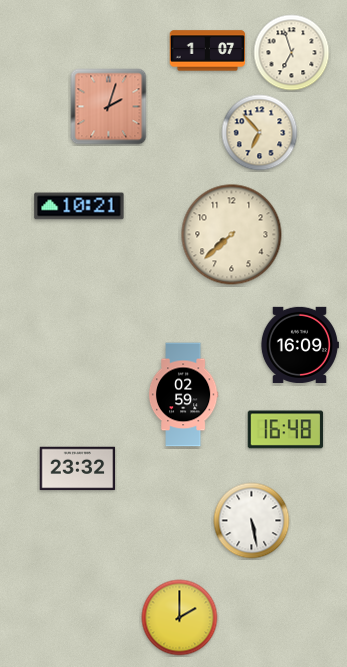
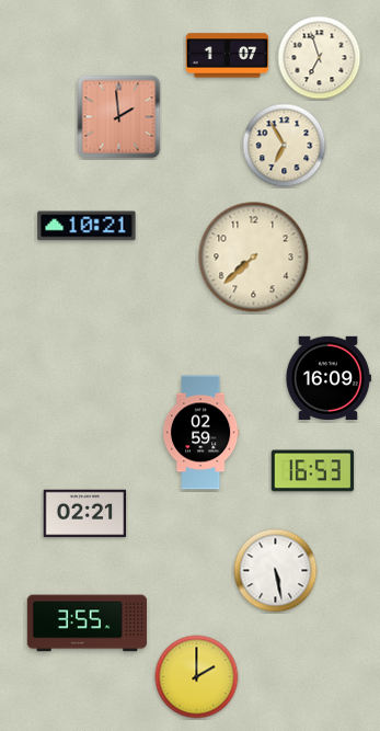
clock at (109, 107): 2:03 -> 1:59
clock at (260, 133): 6:53 -> 6:55
clock at (286, 430): 16:48 -> 16:53
clock at (78, 469): 23:32 -> 02:21
clock at (88, 624): none -> 3:55
